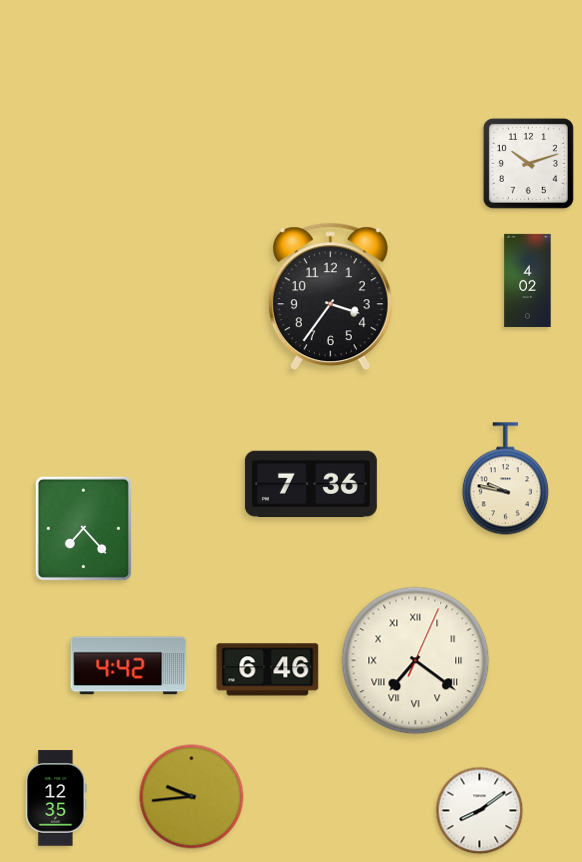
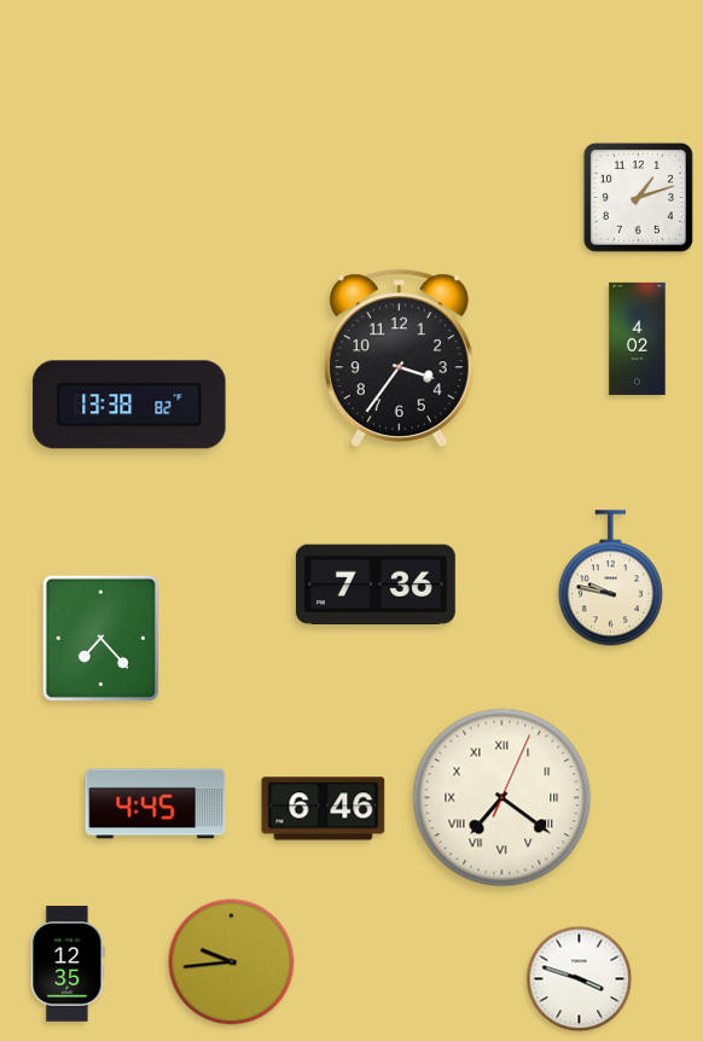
clock at (528, 163): 10:12 -> 1:12
clock at (129, 405): none -> 13:38
clock at (129, 666): 4:42 -> 4:45
clock at (480, 811): 8:09 -> 3:48
